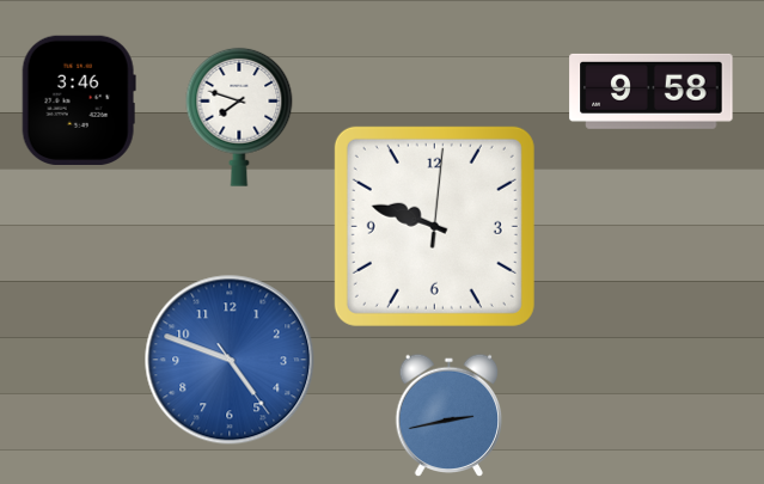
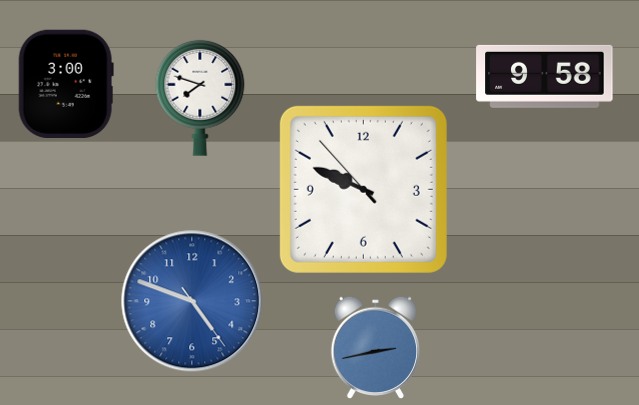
clock at (79, 99): 3:46 -> 3:00
clock at (434, 226): 9:48:01 -> 9:48:53
